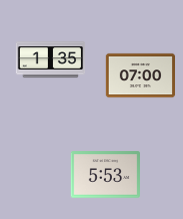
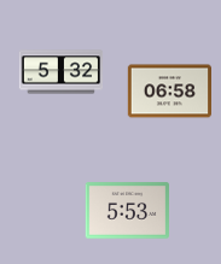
clock at (51, 60): 1:35 -> 5:32
clock at (141, 76): 07:00 -> 06:58
